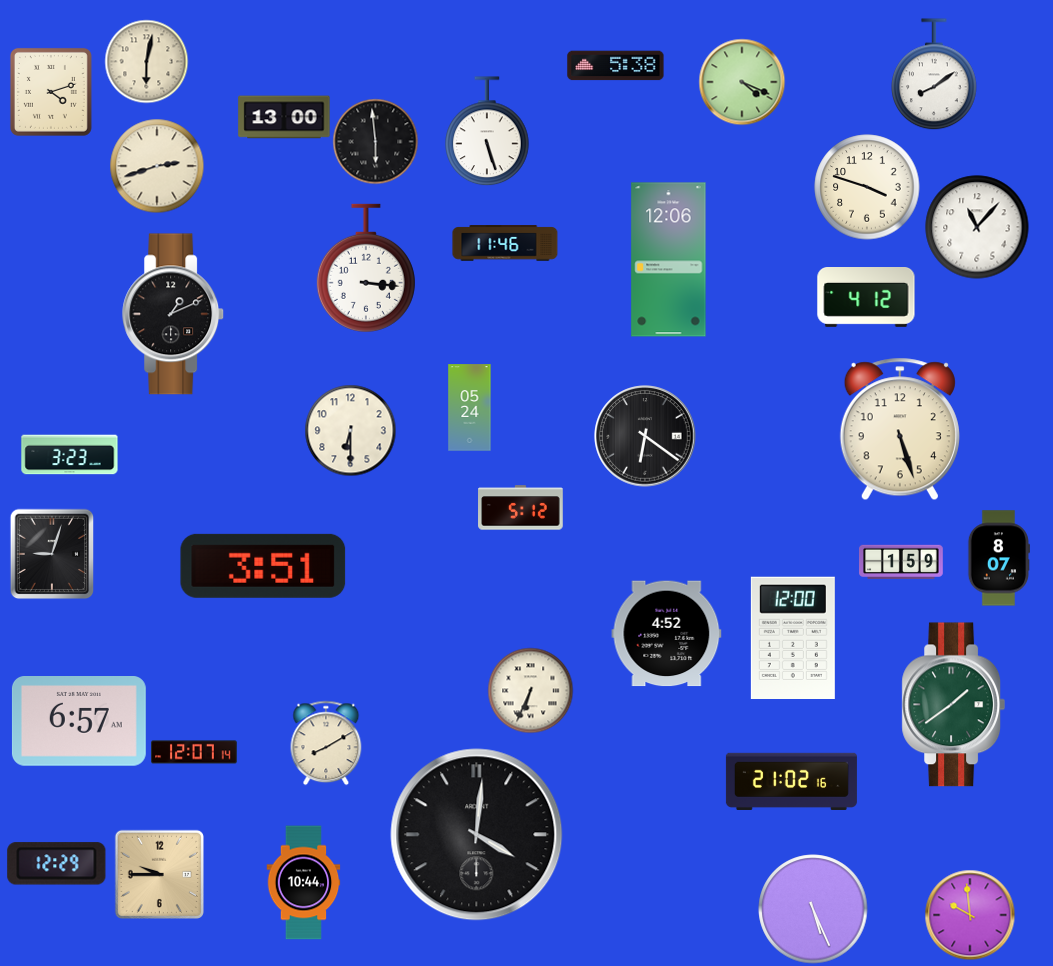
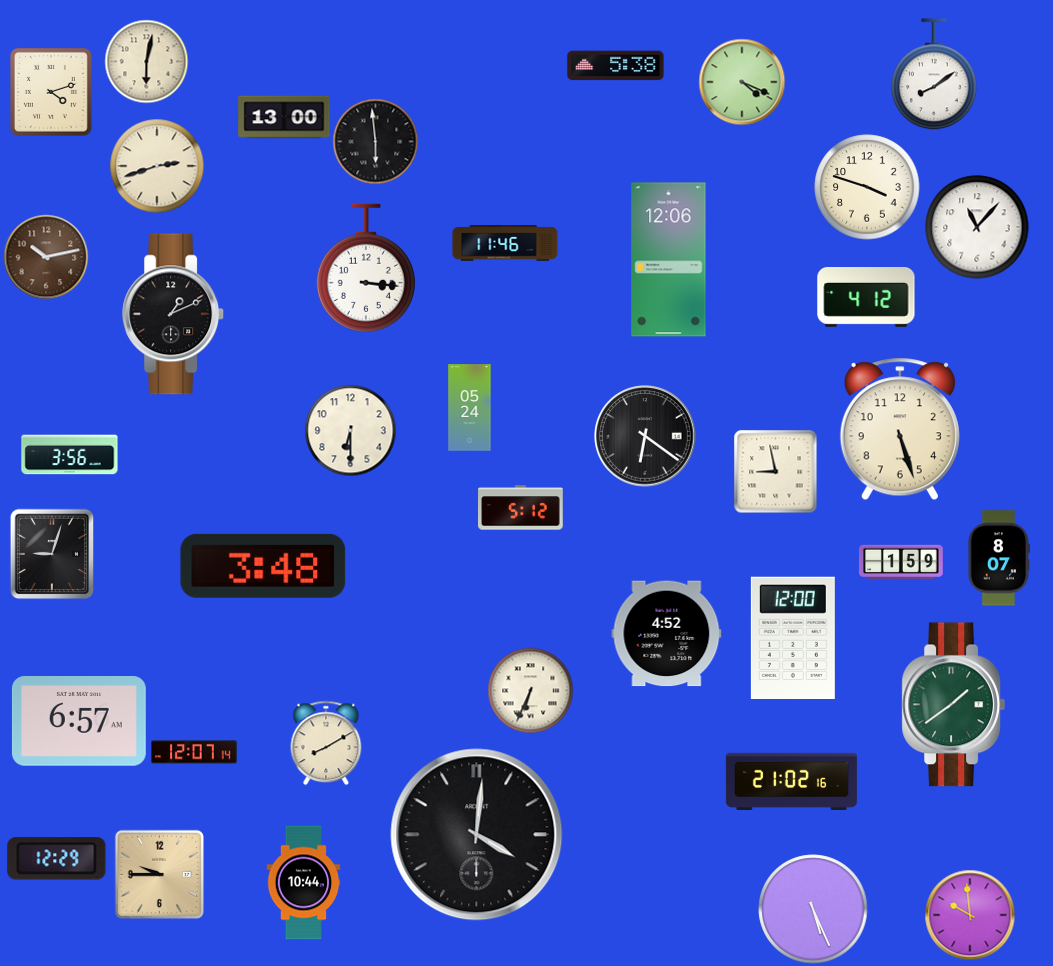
clock at (487, 131): 5:27 -> none
clock at (46, 257): none -> 10:13
clock at (70, 455): 3:23 -> 3:56
clock at (775, 471): none -> 8:58
clock at (263, 566): 3:51 -> 3:48
clock at (57, 864) position: (57, 864) -> (57, 859)
